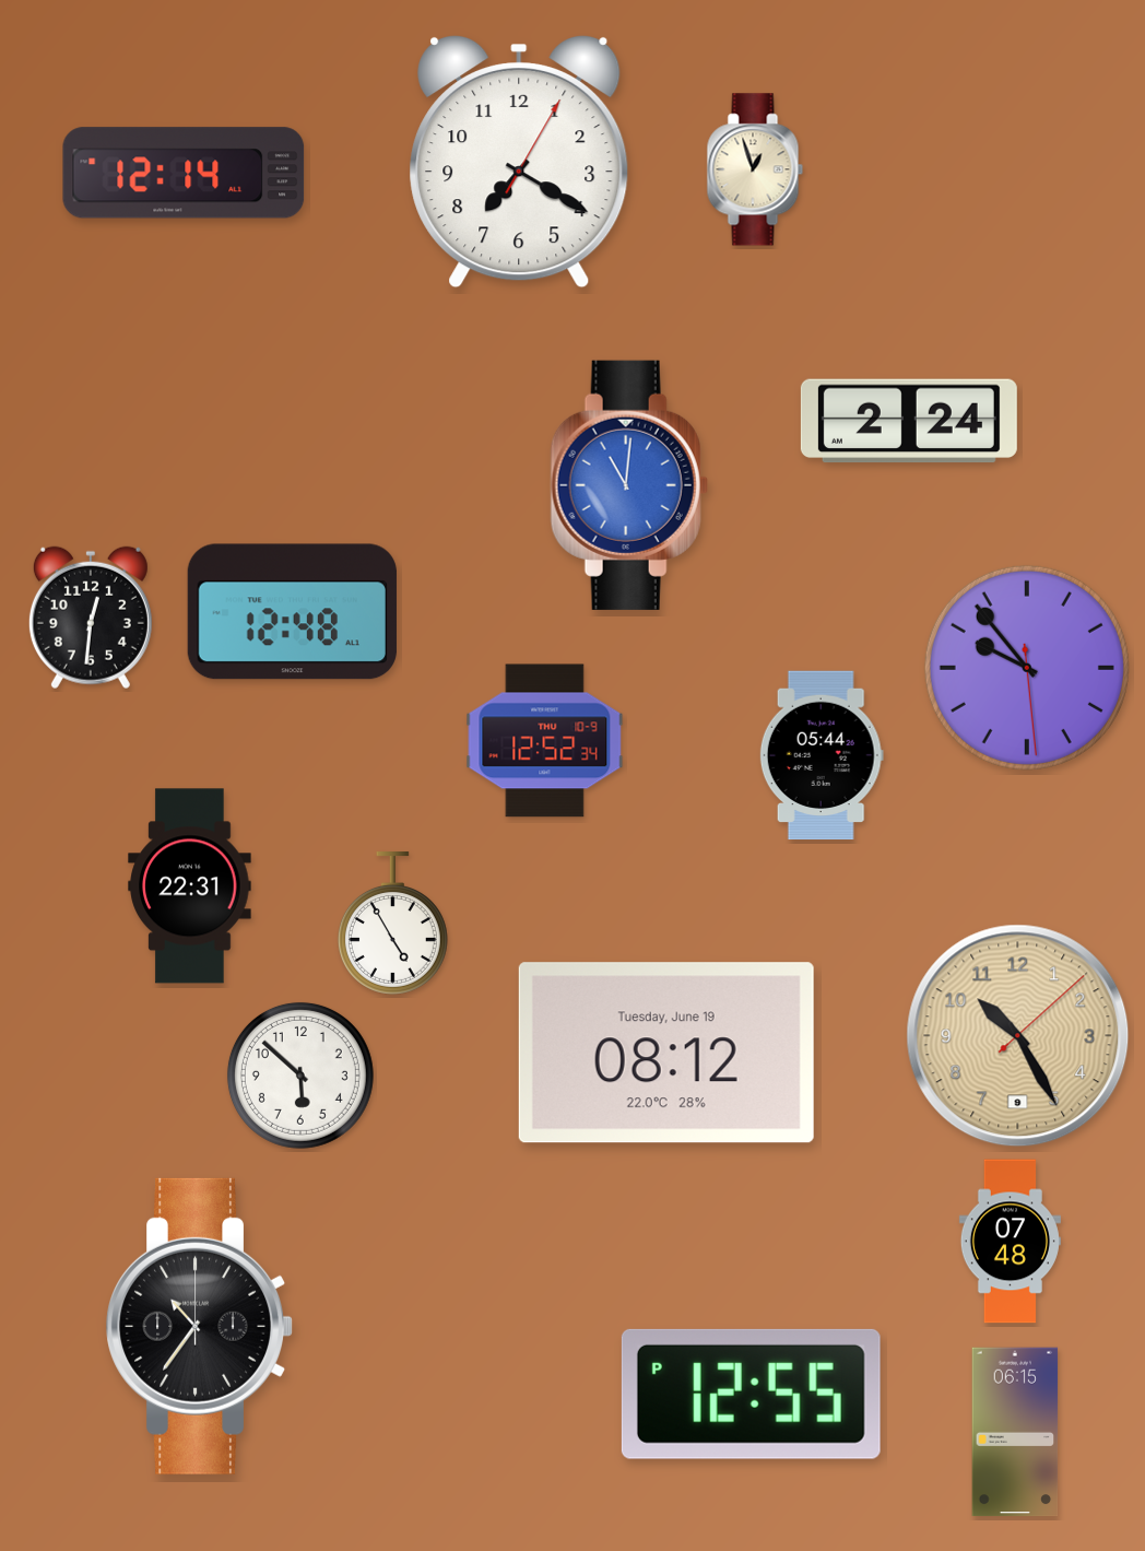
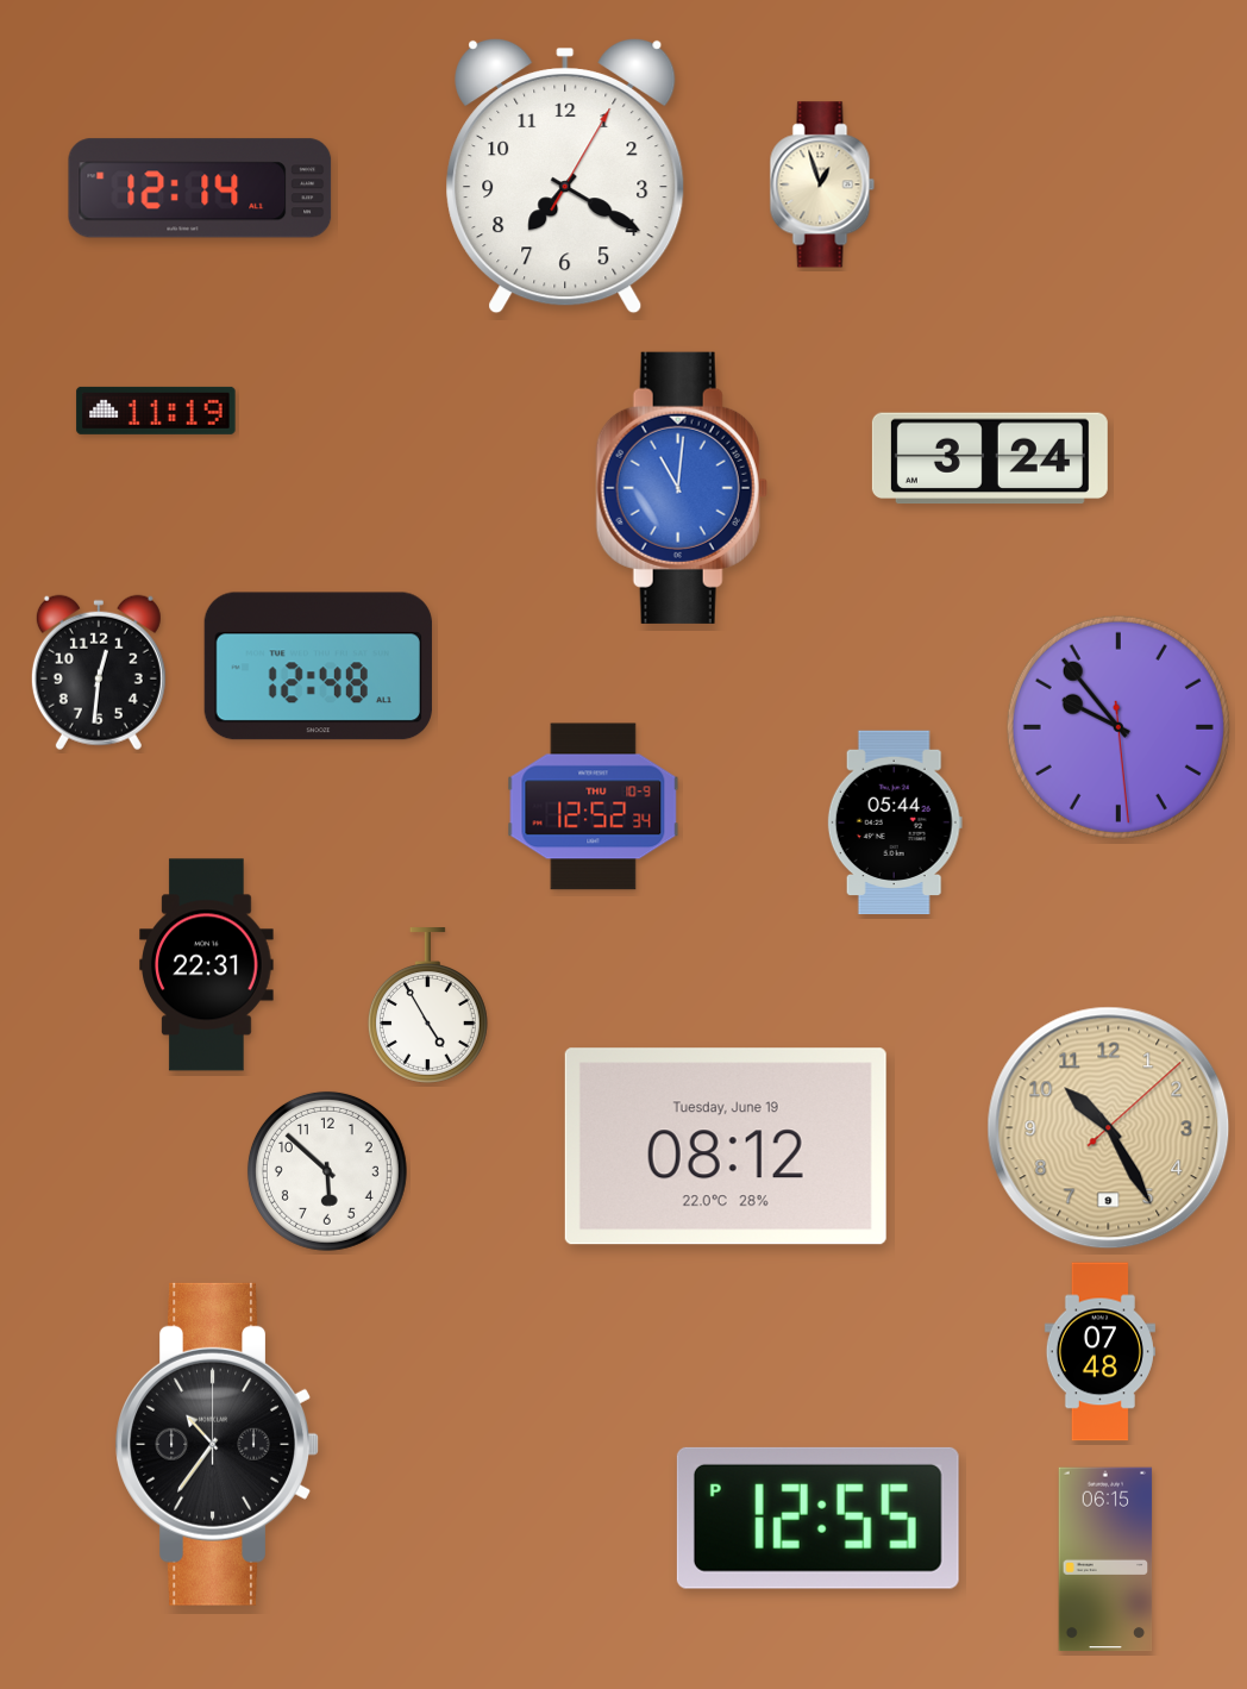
clock at (156, 411): none -> 11:19
clock at (909, 421): 2:24 -> 3:24
clock at (629, 485) position: (629, 485) -> (682, 488)
